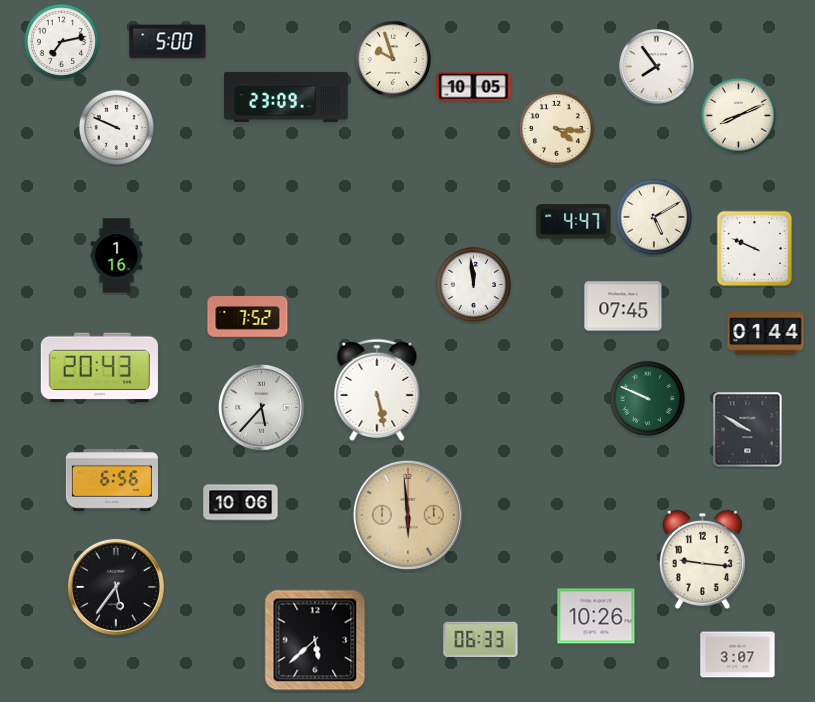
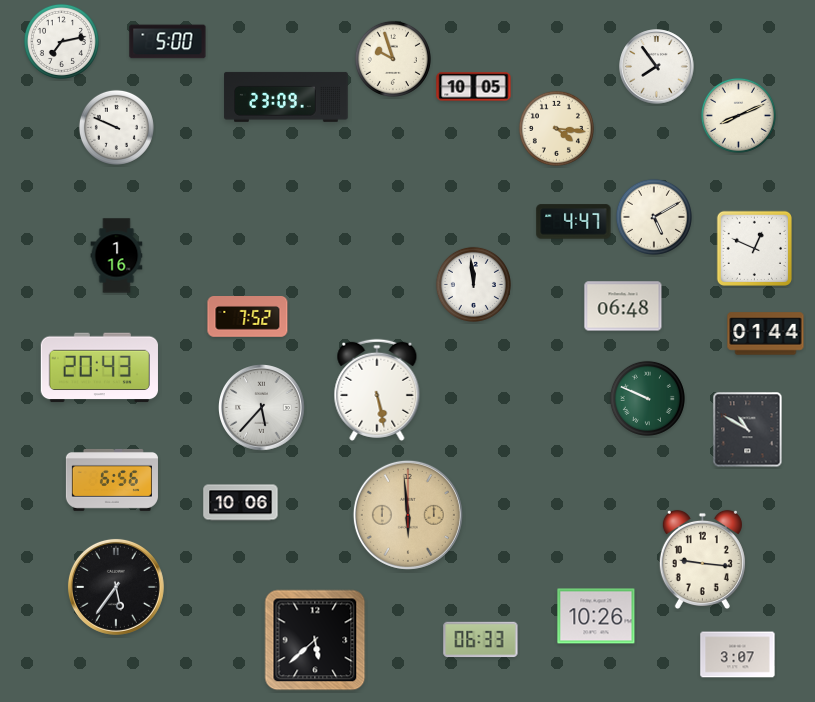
clock at (754, 248): 9:49 -> 12:49
clock at (623, 306): 07:45 -> 06:48
clock at (748, 430): 9:50 -> 10:50
